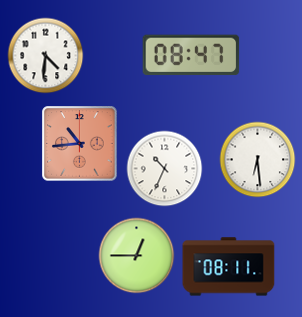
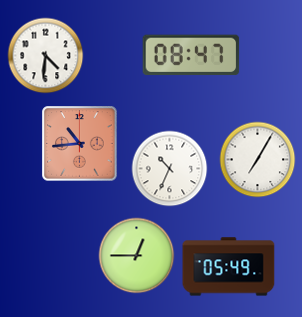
clock at (258, 160): 6:29 -> 7:05
clock at (165, 169) position: (165, 169) -> (170, 169)
clock at (229, 267): 08:11 -> 05:49
